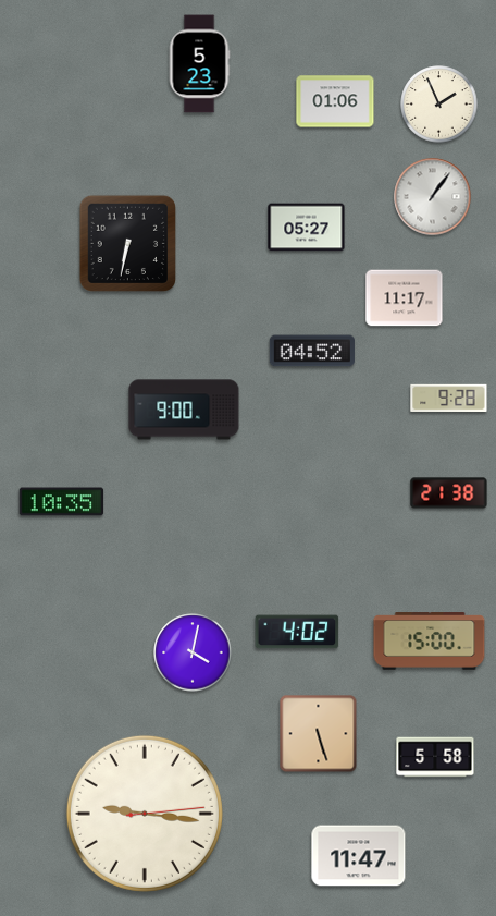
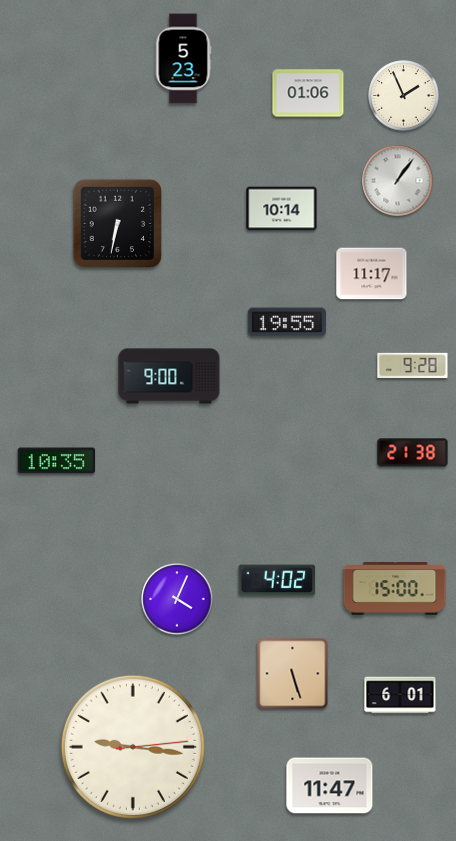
clock at (307, 228): 05:27 -> 10:14
clock at (311, 351): 04:52 -> 19:55
clock at (297, 632) position: (297, 632) -> (277, 580)
clock at (193, 652): 4:02 -> 4:04
clock at (435, 757): 5:58 -> 6:01
